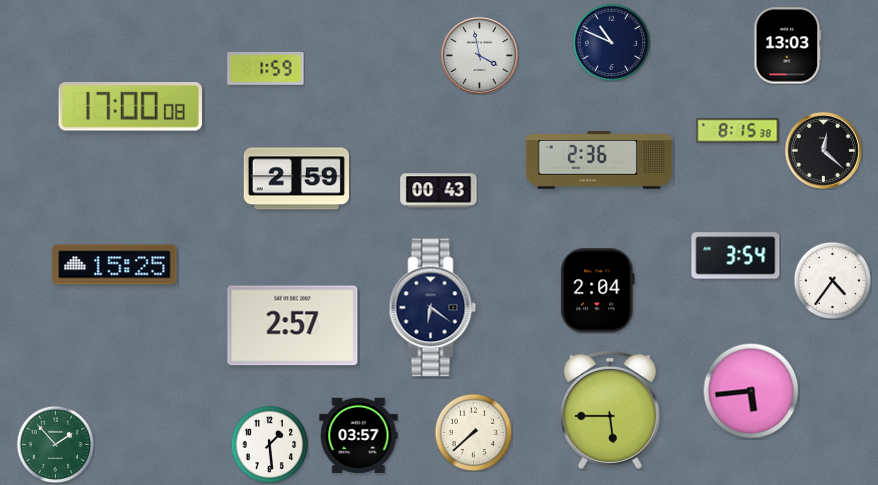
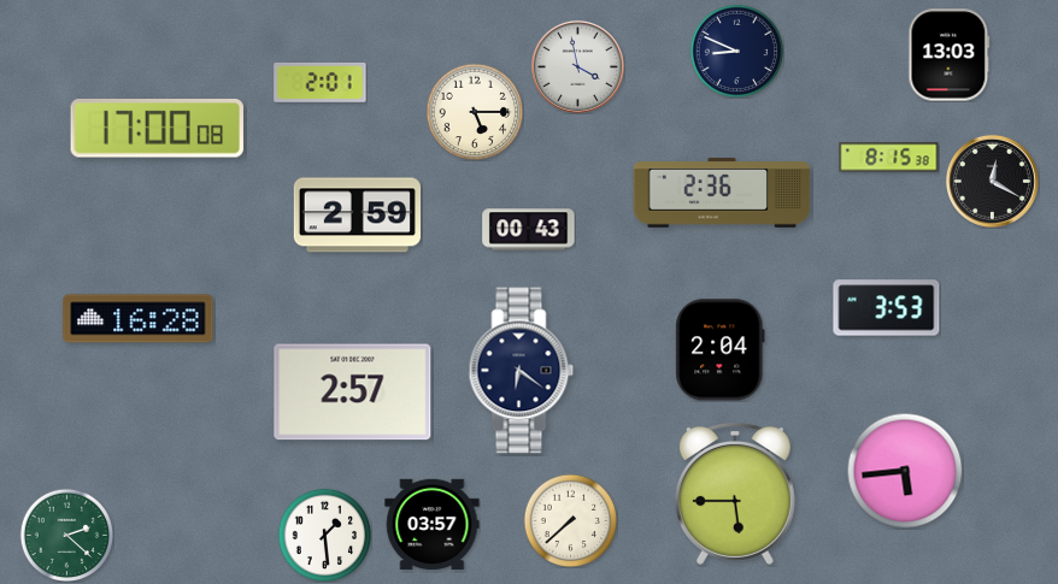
clock at (611, 42): 10:49 -> 8:49
clock at (266, 69): 1:59 -> 2:01
clock at (475, 112): none -> 5:15
clock at (823, 150): 12:22 -> 12:20
clock at (736, 256): 3:54 -> 3:53
clock at (115, 265): 15:25 -> 16:28
clock at (832, 280): 4:36 -> none
clock at (55, 444): 1:53 -> 2:22
